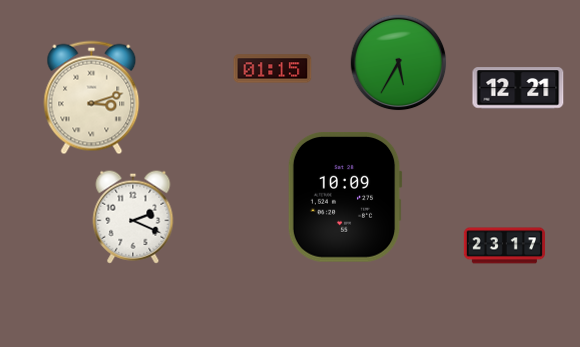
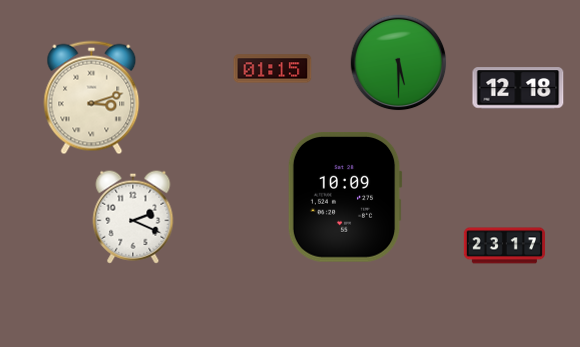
clock at (399, 63): 5:35 -> 5:30
clock at (518, 88): 12:21 -> 12:18
